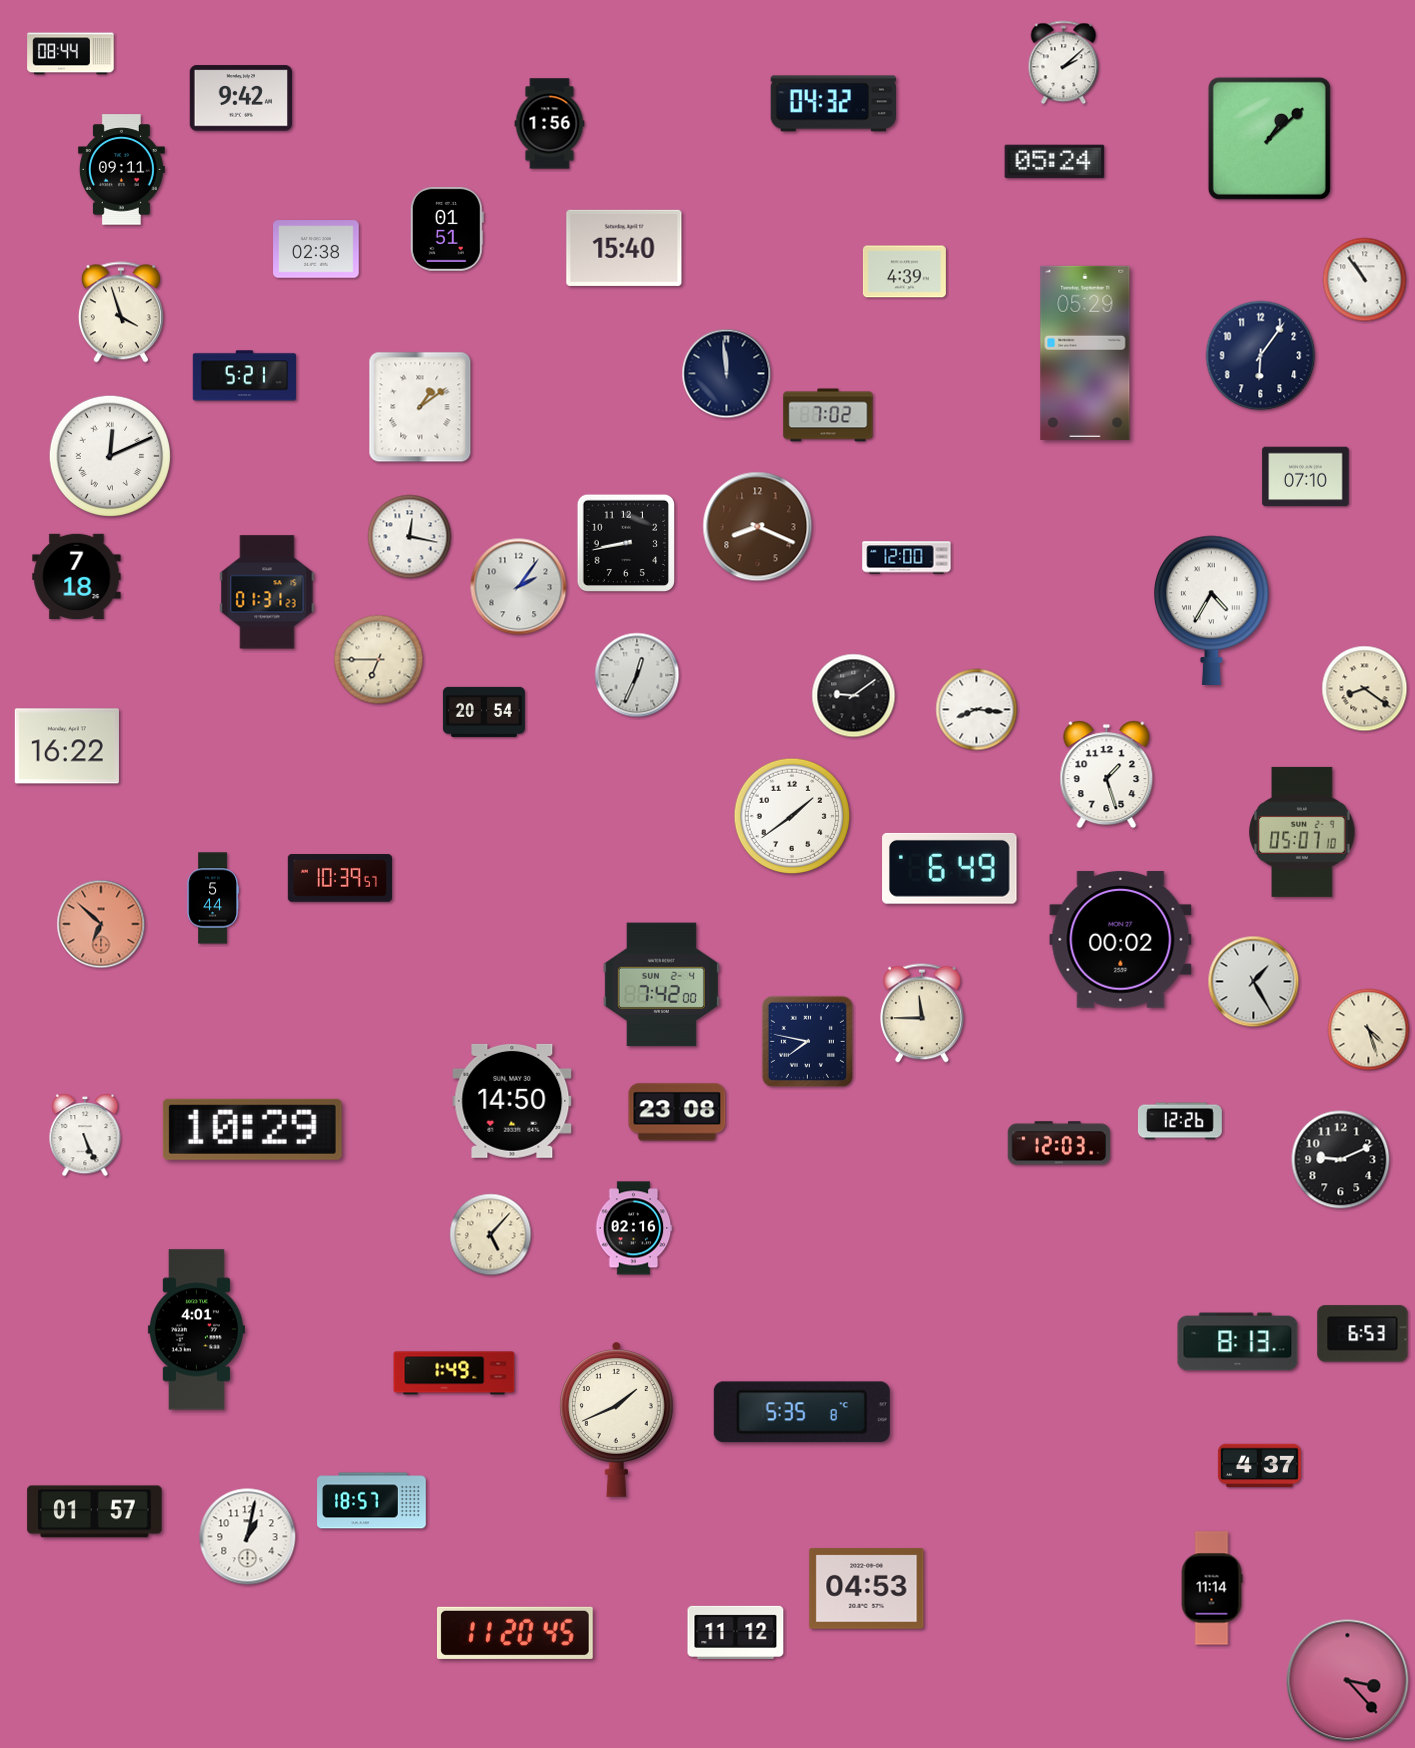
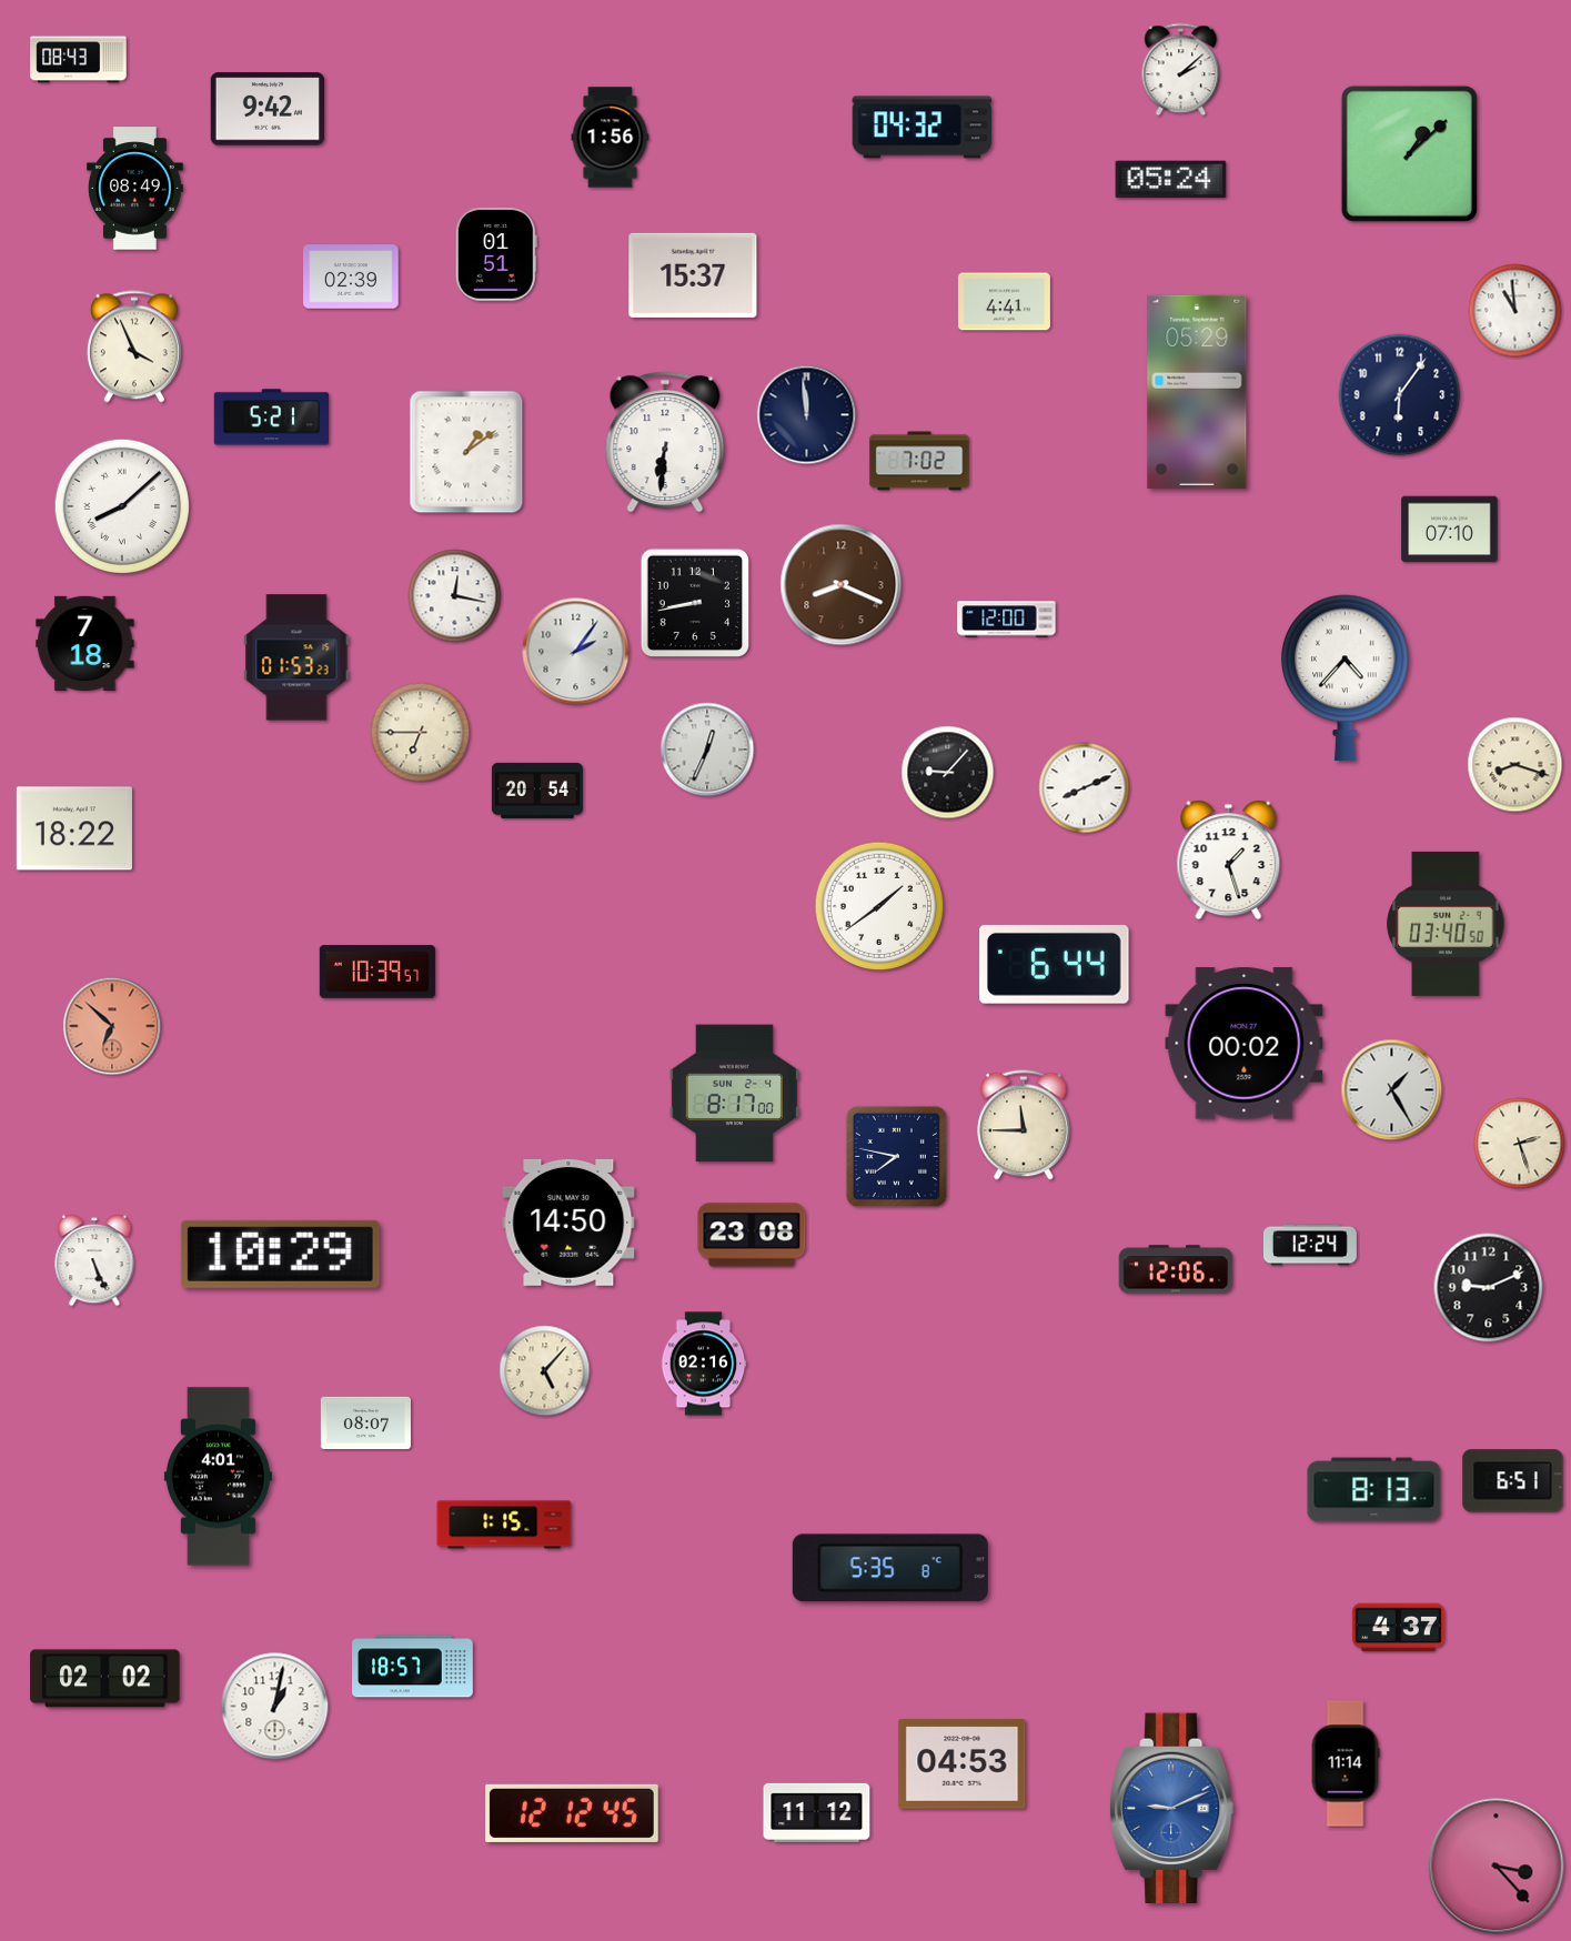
clock at (71, 54): 08:44 -> 08:43
clock at (834, 104) position: (834, 104) -> (923, 128)
clock at (121, 170): 09:11 -> 08:49
clock at (624, 248): 15:40 -> 15:37
clock at (316, 249): 02:38 -> 02:39
clock at (904, 272): 4:39 -> 4:41
clock at (1365, 280): 10:54 -> 10:59
clock at (121, 312): 3:57 -> 3:56
clock at (1085, 353) position: (1085, 353) -> (1197, 392)
clock at (665, 442): none -> 6:31
clock at (109, 455): 12:11 -> 8:08
clock at (77, 576) position: (77, 576) -> (85, 643)
clock at (267, 592): 01:31 -> 01:53
clock at (1212, 610): 4:35 -> 4:37
clock at (1365, 689): 8:21 -> 8:18
clock at (854, 696): 9:09 -> 9:07
clock at (977, 710): 8:16 -> 8:11
clock at (67, 746): 16:22 -> 18:22
clock at (1302, 832): 05:07 -> 03:40
clock at (950, 868): 6:49 -> 6:44
clock at (340, 878) position: (340, 878) -> (377, 972)
clock at (213, 898): 5:44 -> none
clock at (661, 985): 7:42 -> 8:17
clock at (1369, 1030): 4:27 -> 2:27
clock at (1180, 1121): 12:26 -> 12:24
clock at (1059, 1143): 12:03 -> 12:06
clock at (365, 1422): none -> 08:07
clock at (1363, 1334): 6:53 -> 6:51
clock at (454, 1373): 1:49 -> 1:15
clock at (616, 1419): 1:41 -> none
clock at (95, 1512): 01:57 -> 02:02
clock at (1172, 1809): none -> 9:11
clock at (516, 1633): 11:20 -> 12:12
